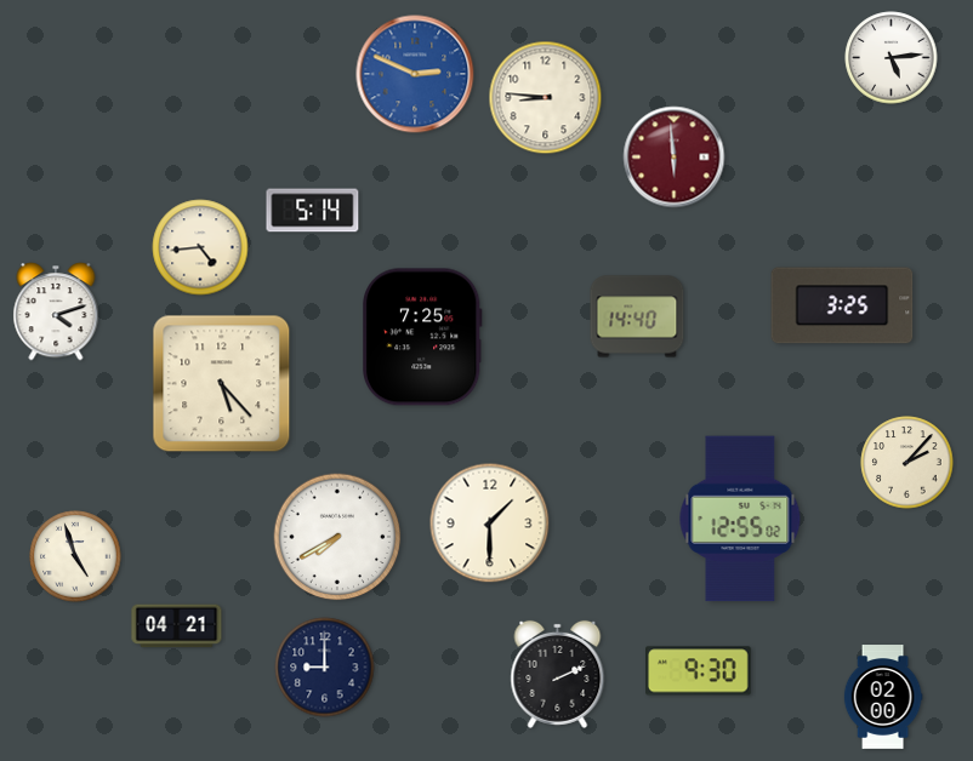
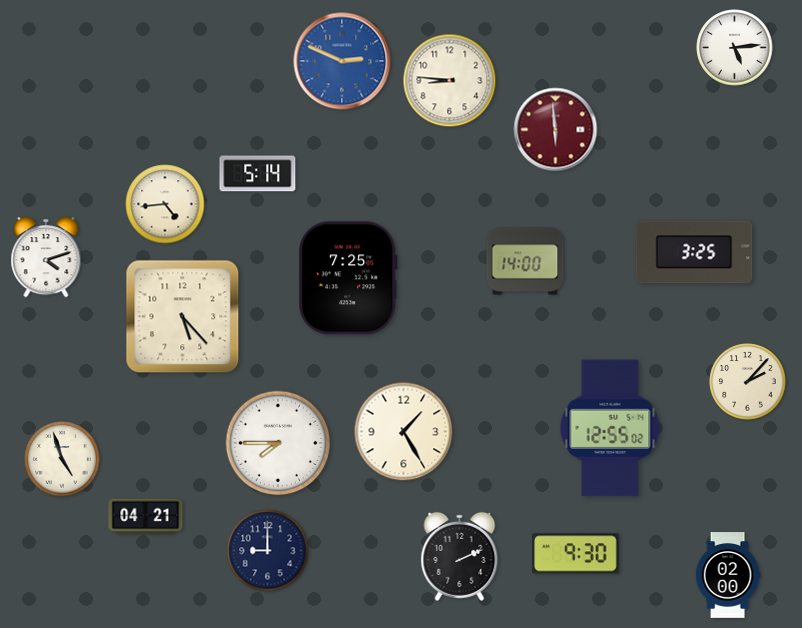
clock at (637, 316): 14:40 -> 14:00
clock at (490, 523): 1:30 -> 1:25
clock at (337, 537): 7:40 -> 7:45
